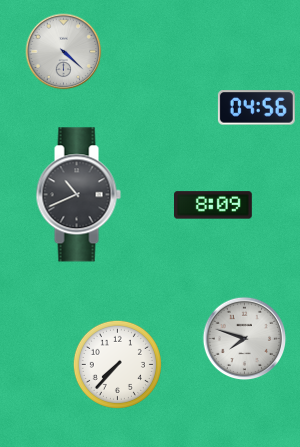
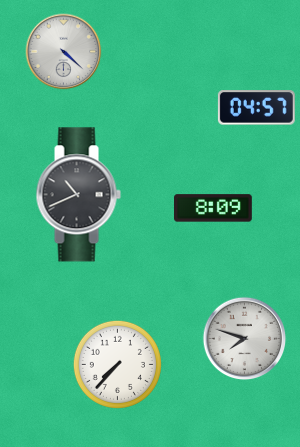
clock at (256, 108): 04:56 -> 04:57
clock at (214, 205) position: (214, 205) -> (214, 208)
